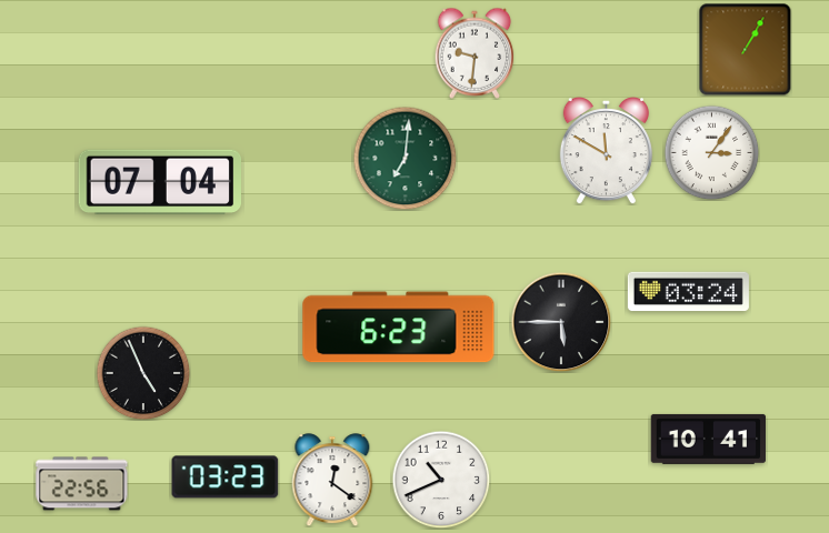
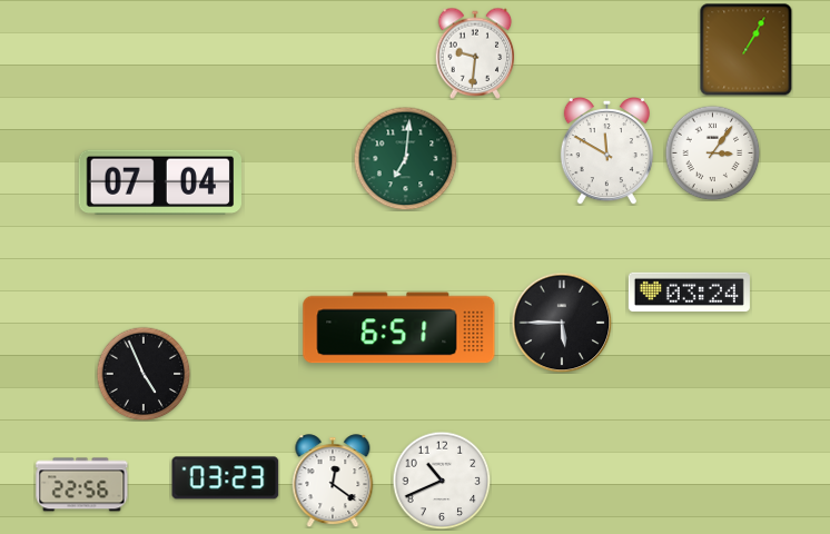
clock at (399, 328): 6:23 -> 6:51
clock at (709, 439): 10:41 -> none
